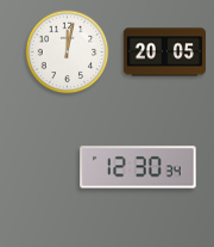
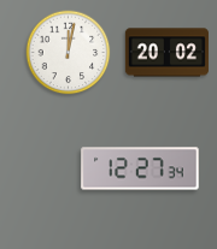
clock at (164, 53): 20:05 -> 20:02
clock at (138, 167): 12:30 -> 12:27
